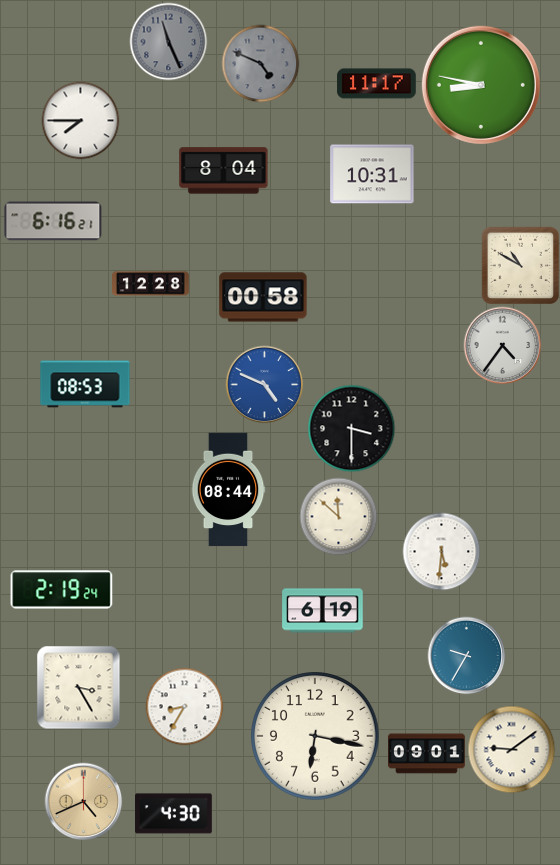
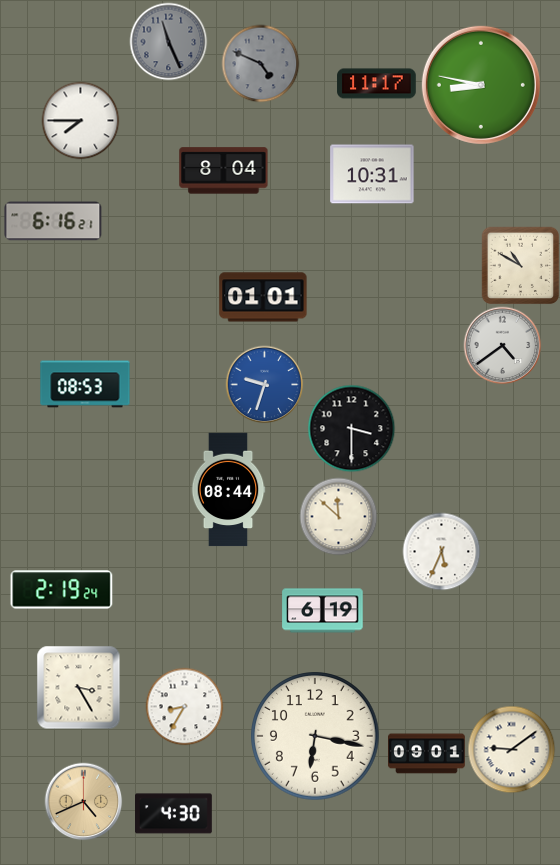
clock at (151, 284): 12:28 -> none
clock at (263, 297): 00:58 -> 01:01
clock at (502, 345): 4:36 -> 4:39
clock at (264, 384): 4:49 -> 9:33
clock at (441, 551): 5:31 -> 5:34
clock at (466, 655): 9:35 -> none
